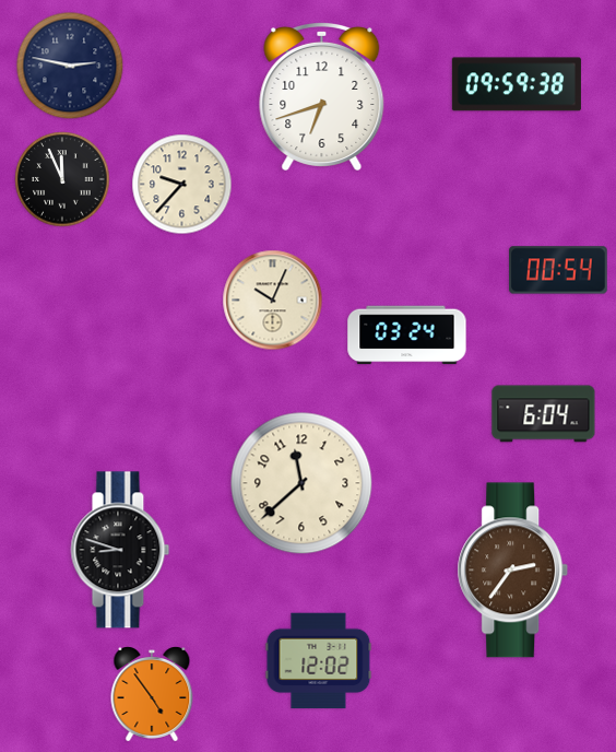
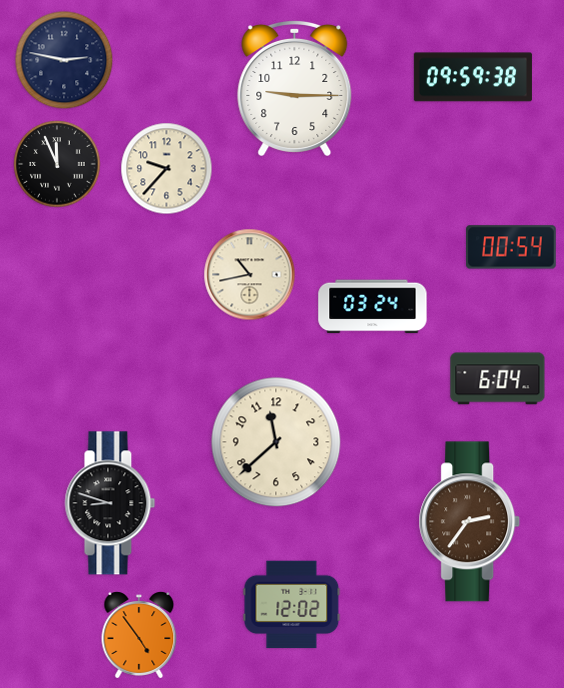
clock at (322, 96): 6:42 -> 9:15
clock at (273, 301): 10:04 -> 10:43
